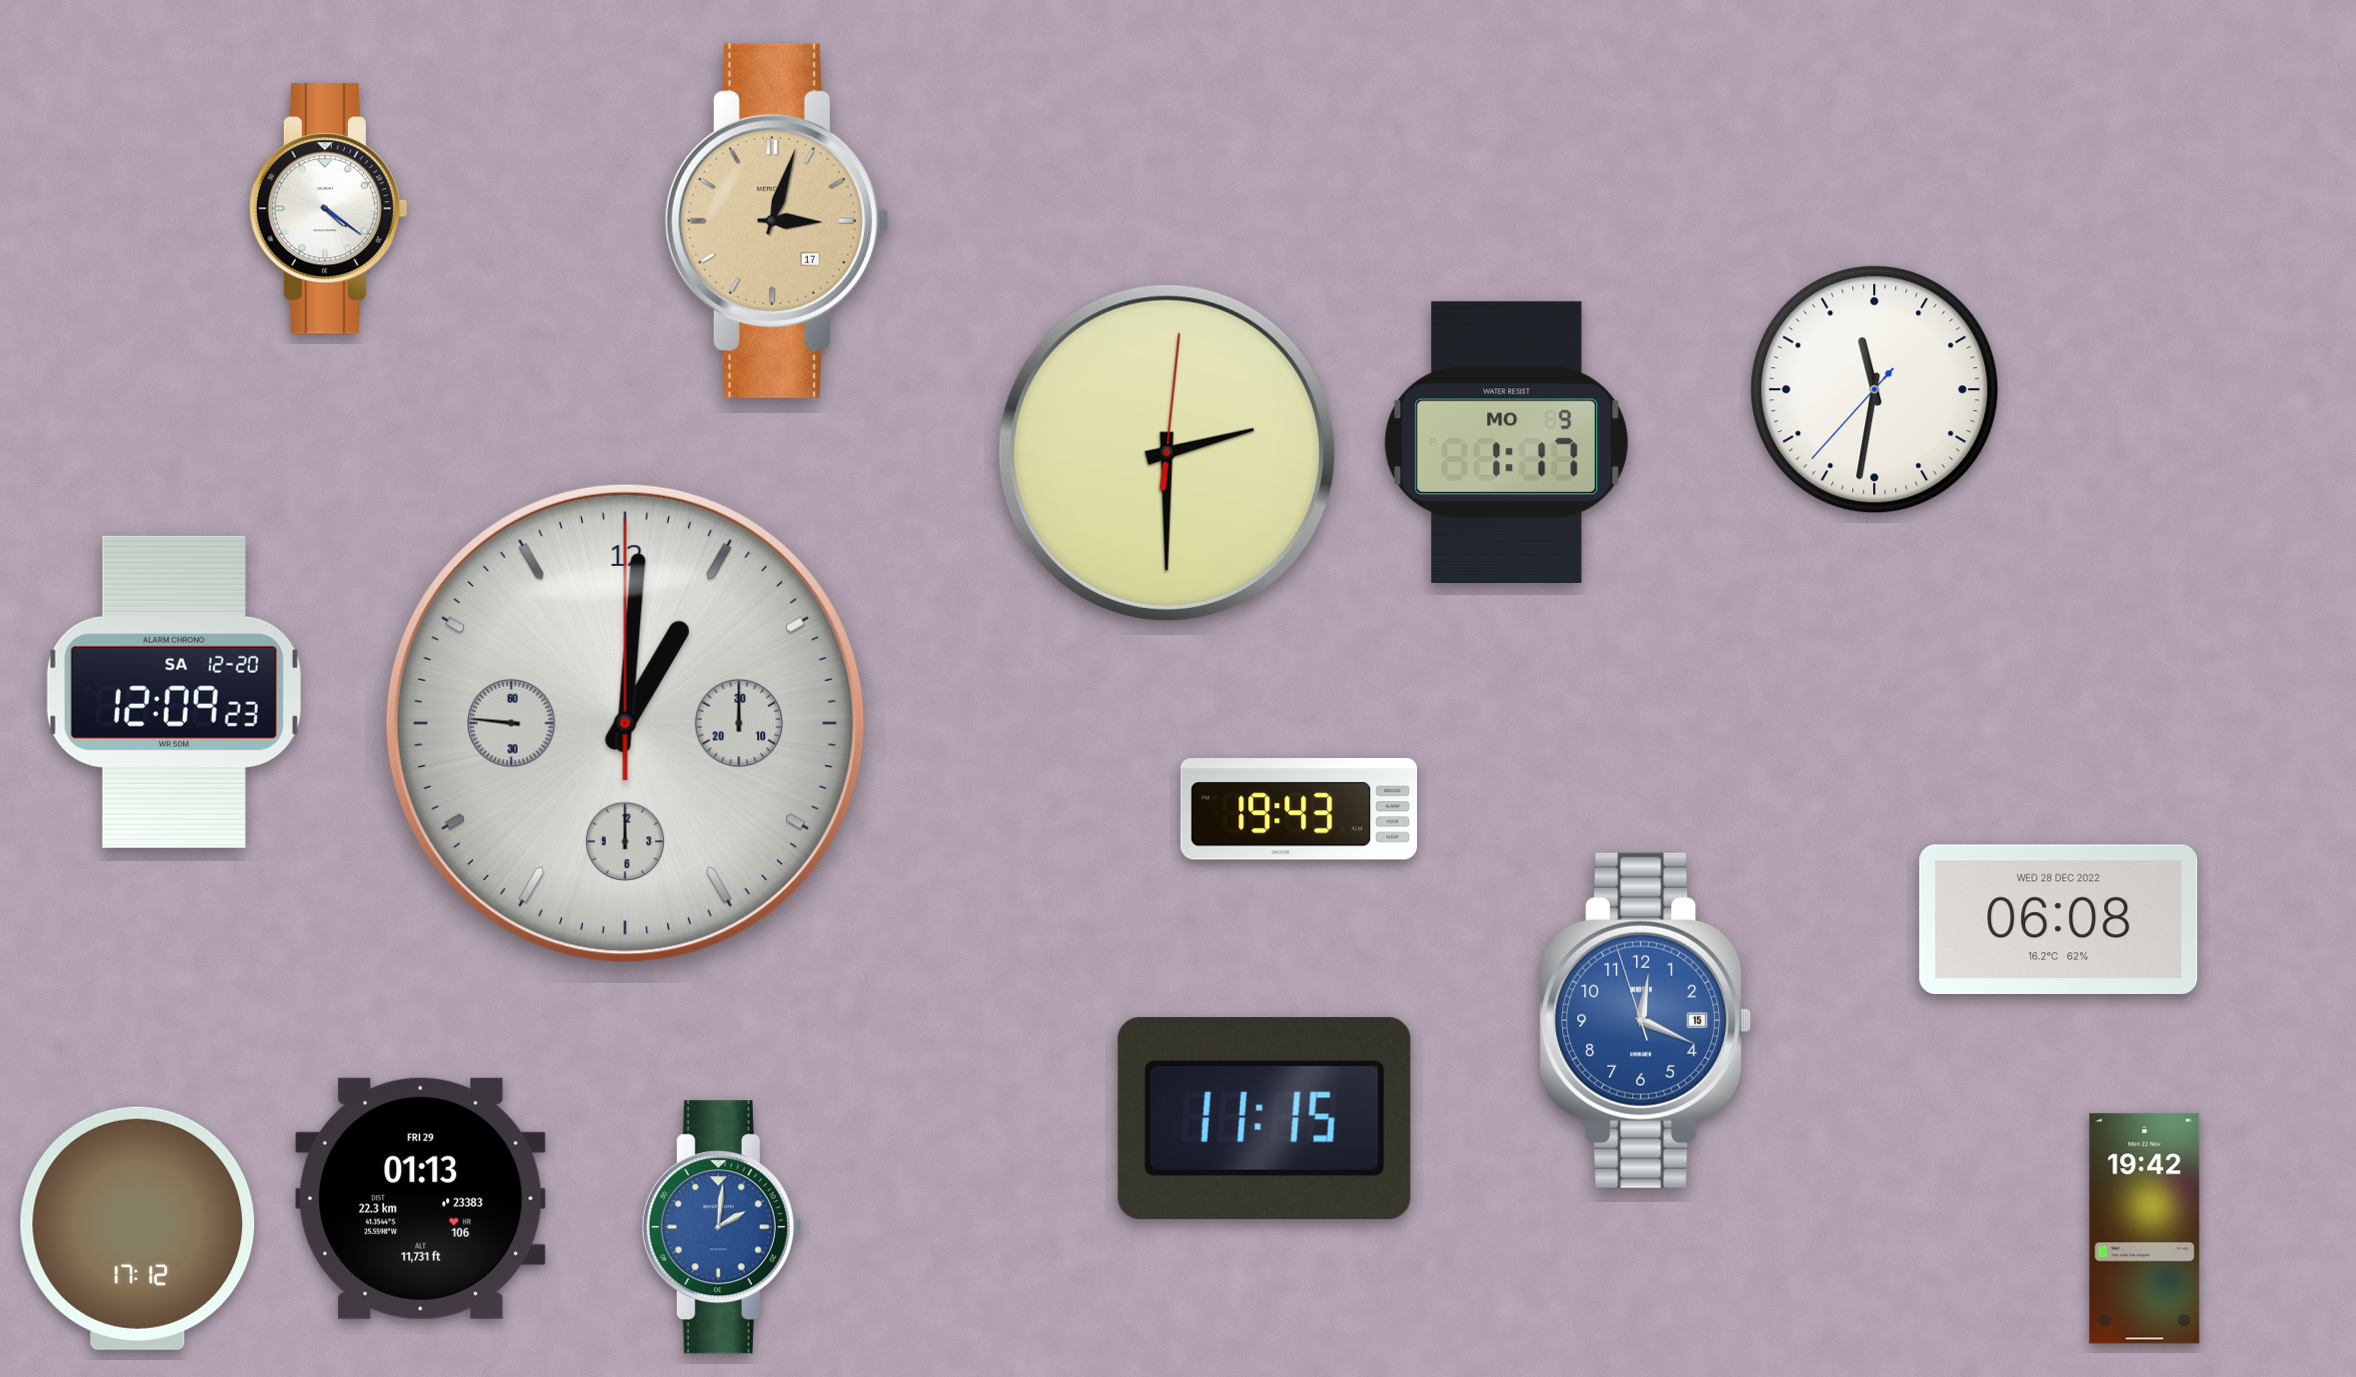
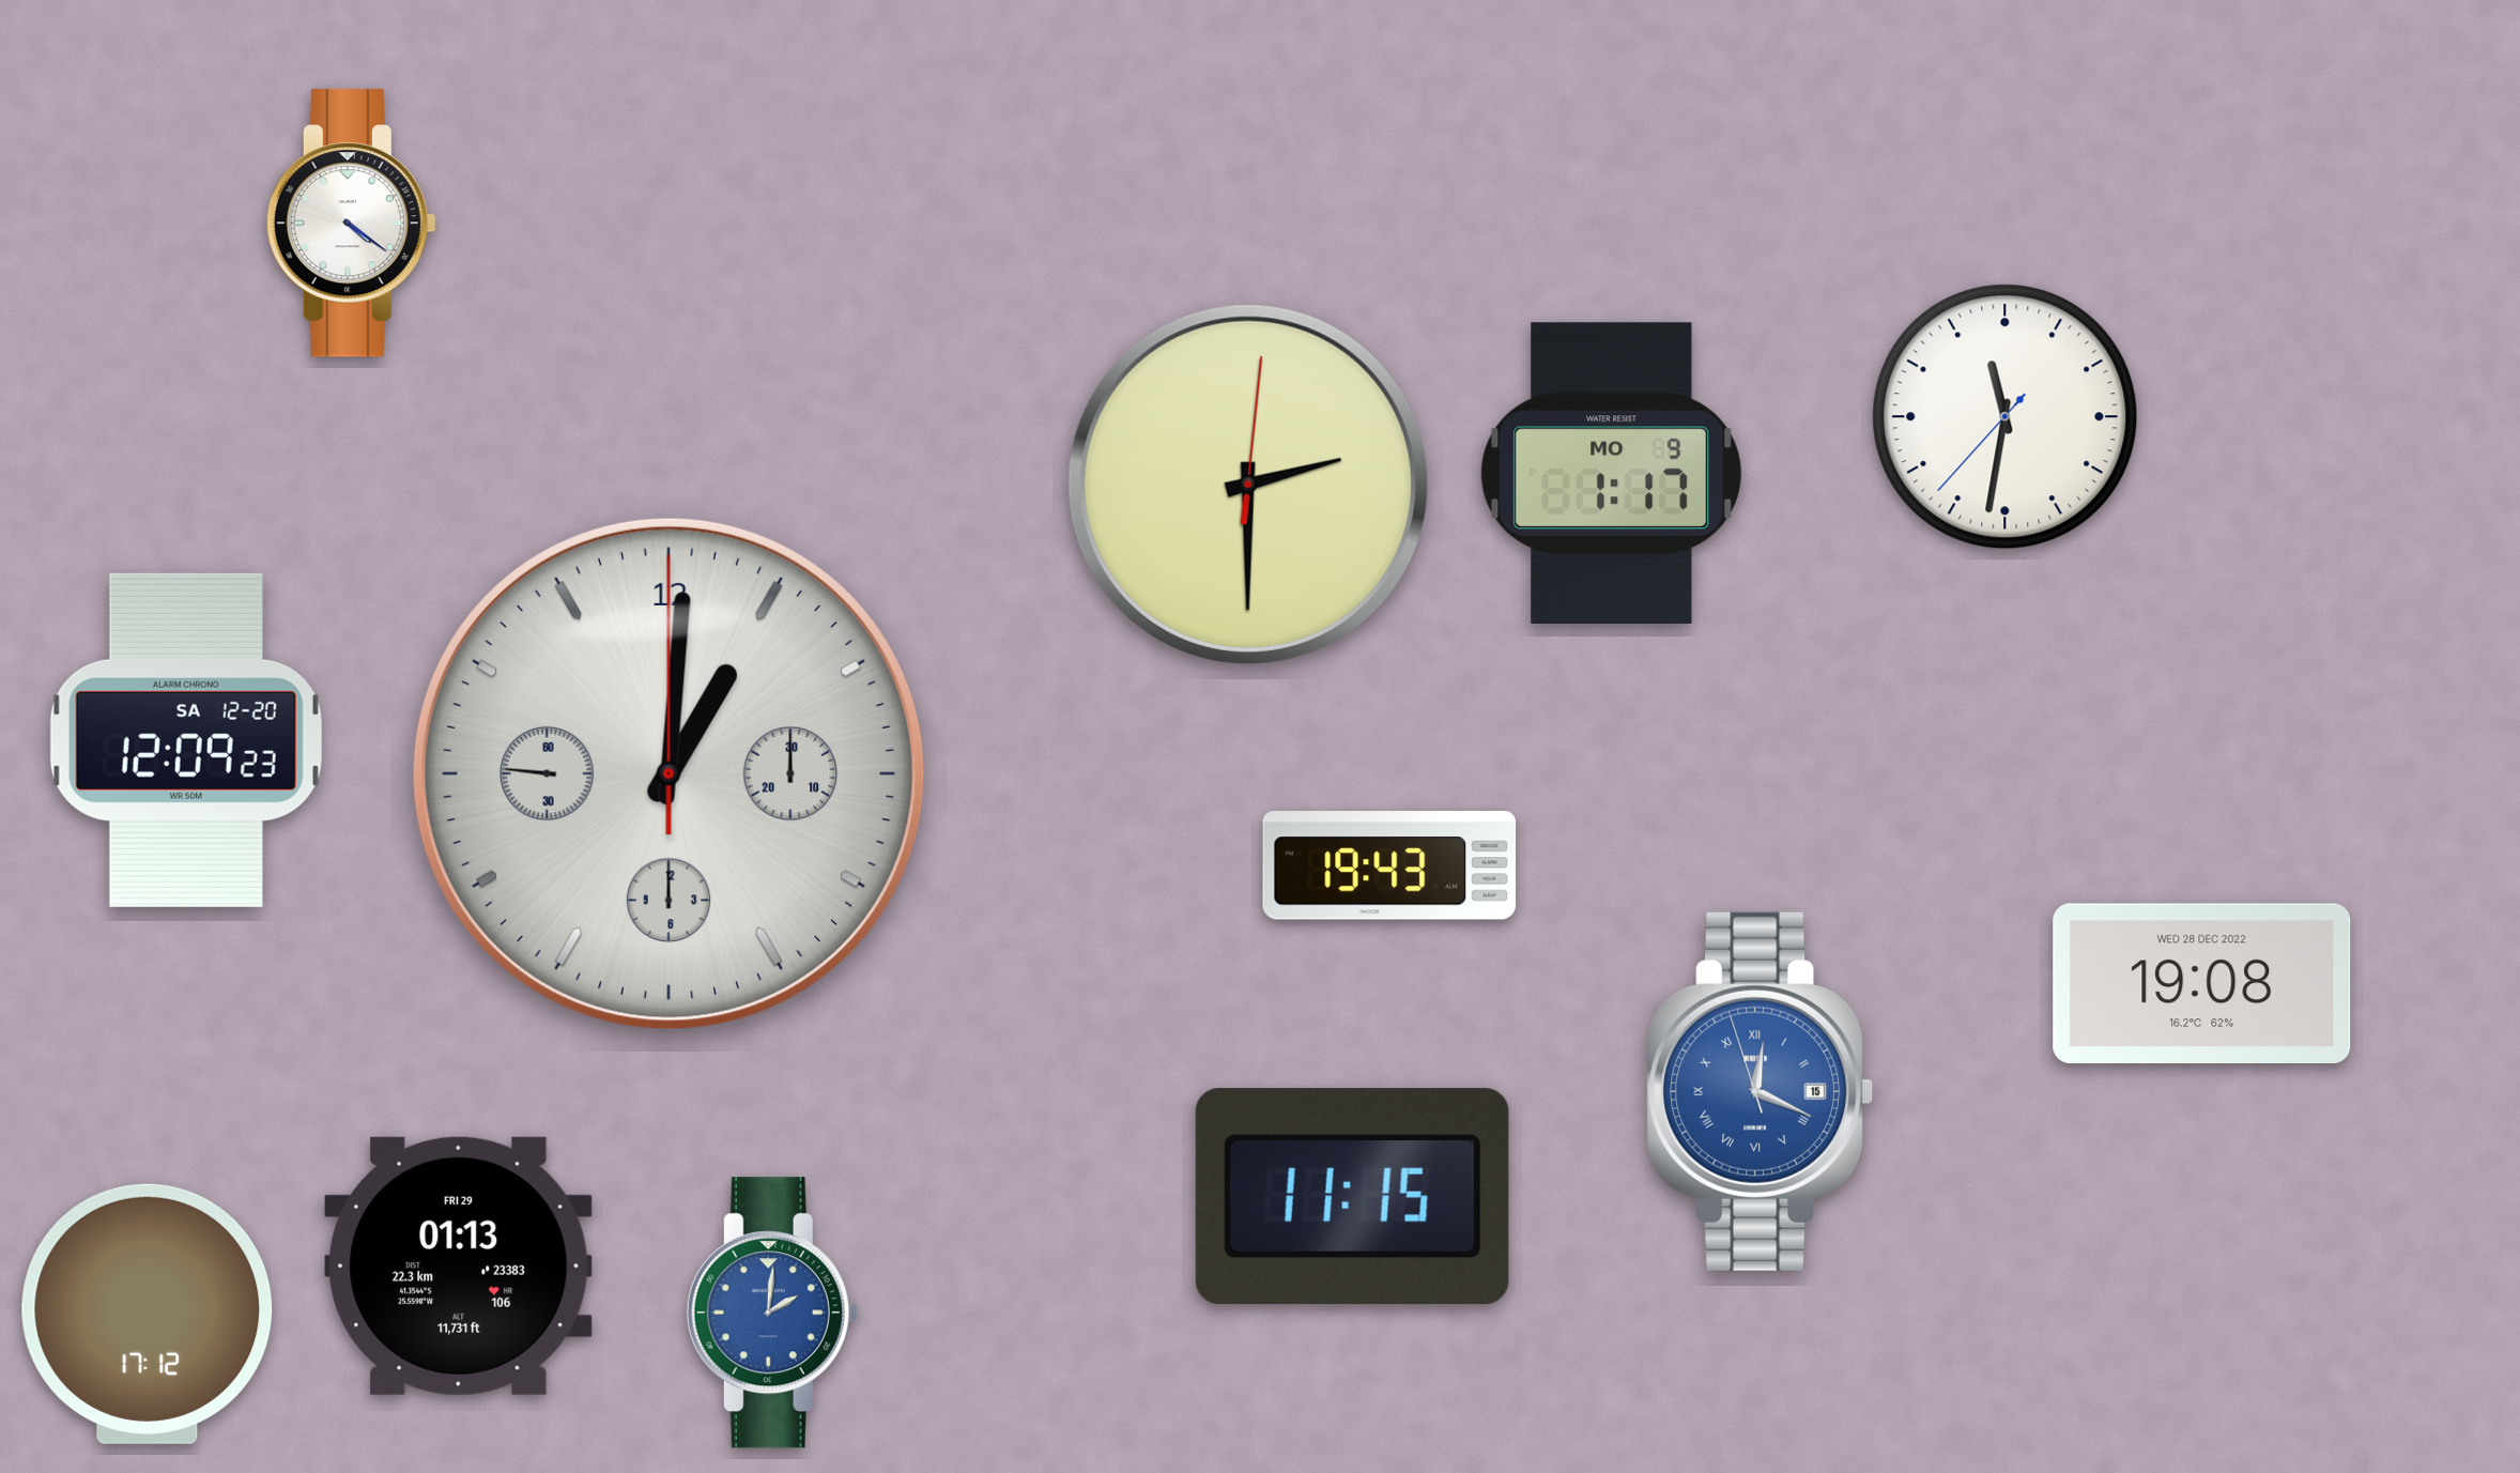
clock at (777, 221): 3:03 -> none
clock at (2059, 919): 06:08 -> 19:08
clock at (1646, 1020) numerals: Arabic -> Roman
clock at (421, 1198) position: (421, 1198) -> (459, 1265)
clock at (2145, 1229): 19:42 -> none
